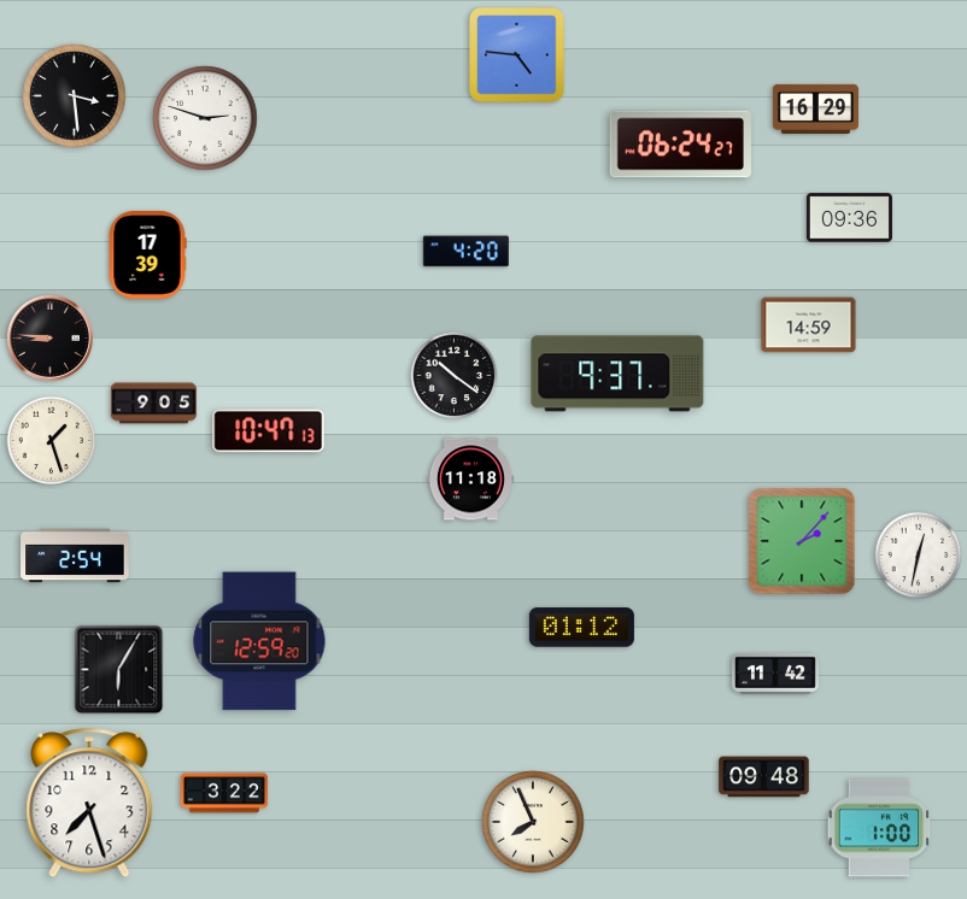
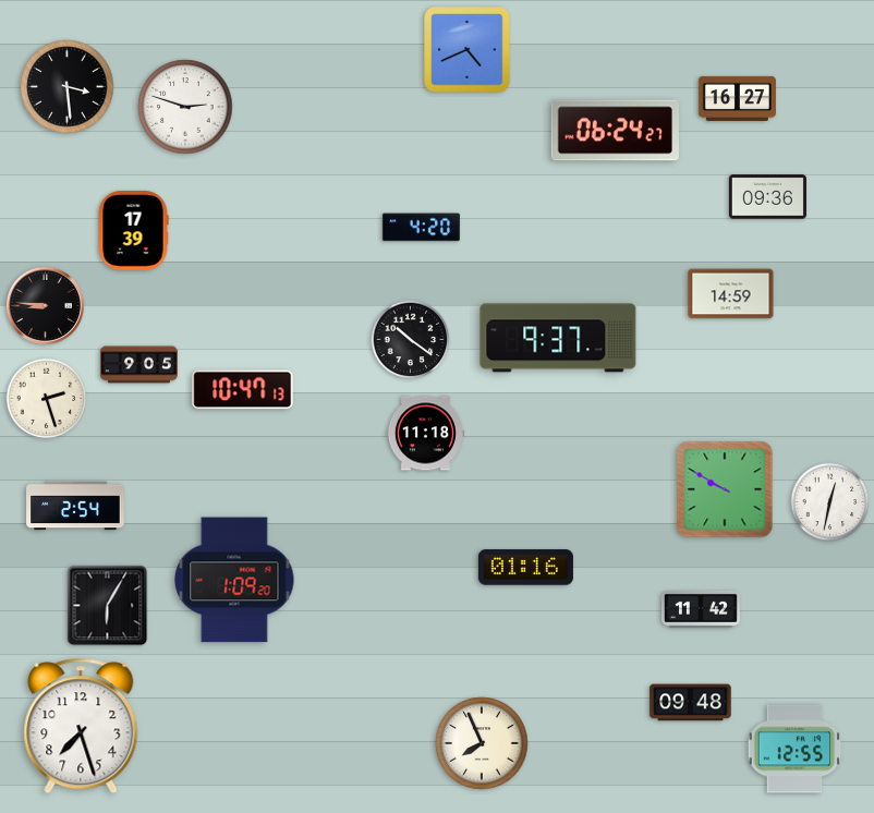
clock at (517, 55): 4:46 -> 4:41
clock at (815, 108): 16:29 -> 16:27
clock at (52, 441): 1:27 -> 2:27
clock at (802, 541): 2:07 -> 9:50
clock at (75, 556) position: (75, 556) -> (75, 506)
clock at (581, 628): 01:12 -> 01:16
clock at (259, 641): 12:59 -> 1:09
clock at (224, 793): 3:22 -> none
clock at (879, 828): 1:00 -> 12:55
